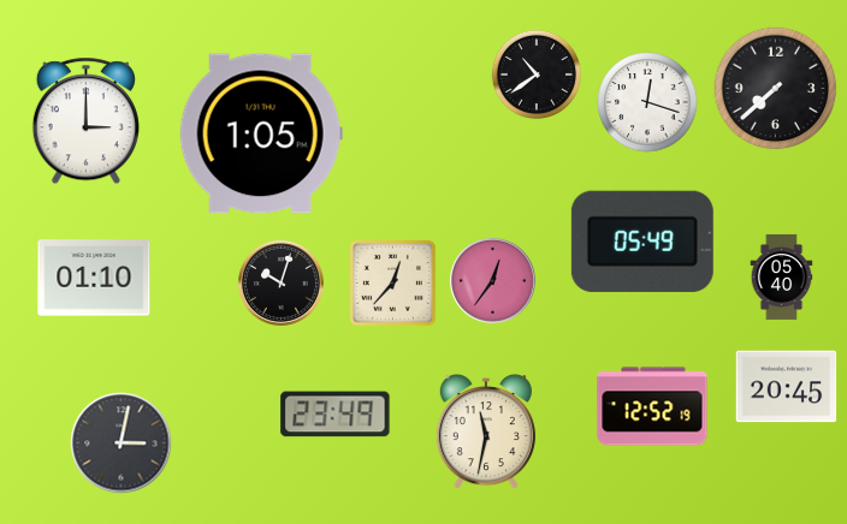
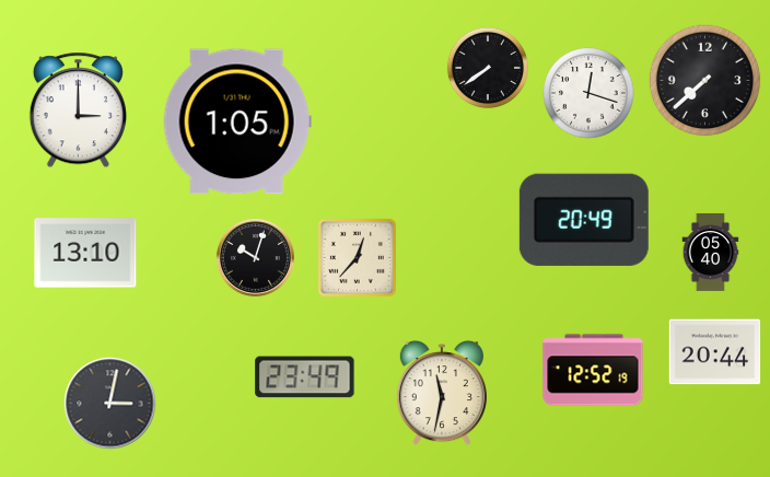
clock at (535, 73): 10:39 -> 7:39
clock at (642, 242): 05:49 -> 20:49
clock at (94, 278): 01:10 -> 13:10
clock at (492, 280): 12:36 -> none
clock at (787, 387): 20:45 -> 20:44
